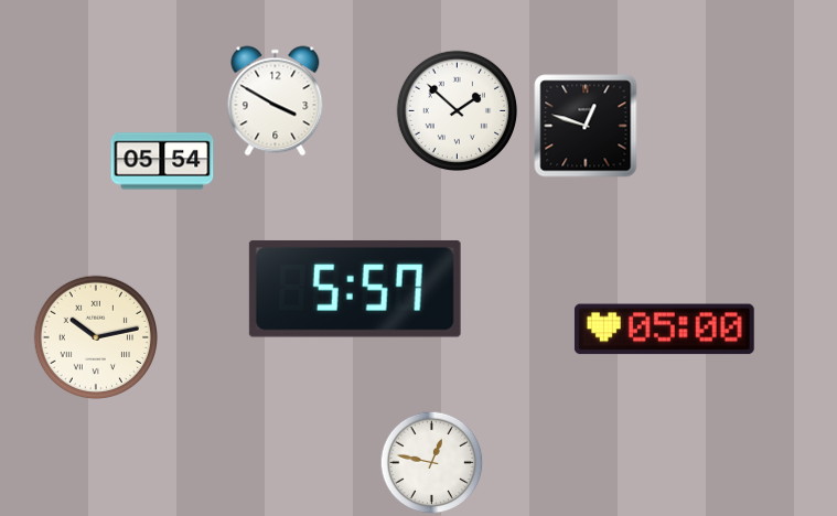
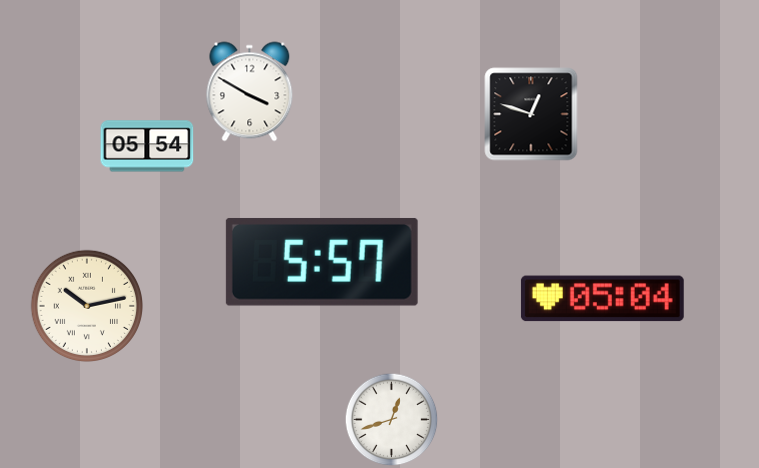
clock at (458, 111): 1:52 -> none
clock at (664, 330): 05:00 -> 05:04
clock at (432, 463): 12:47 -> 12:42
